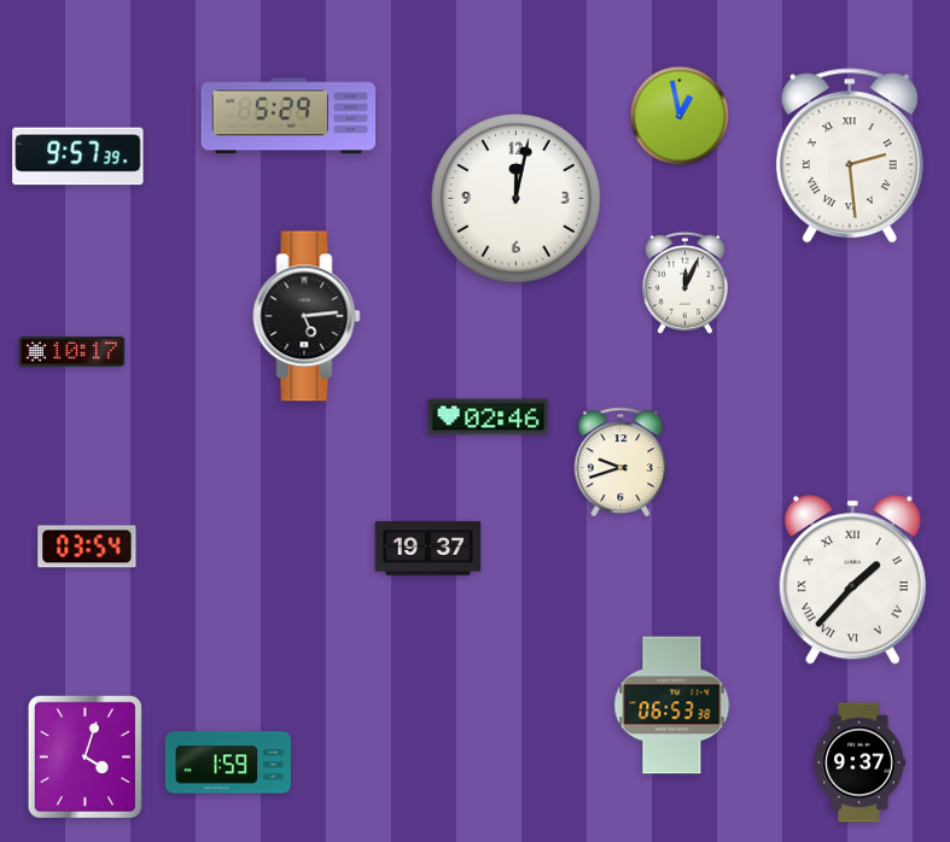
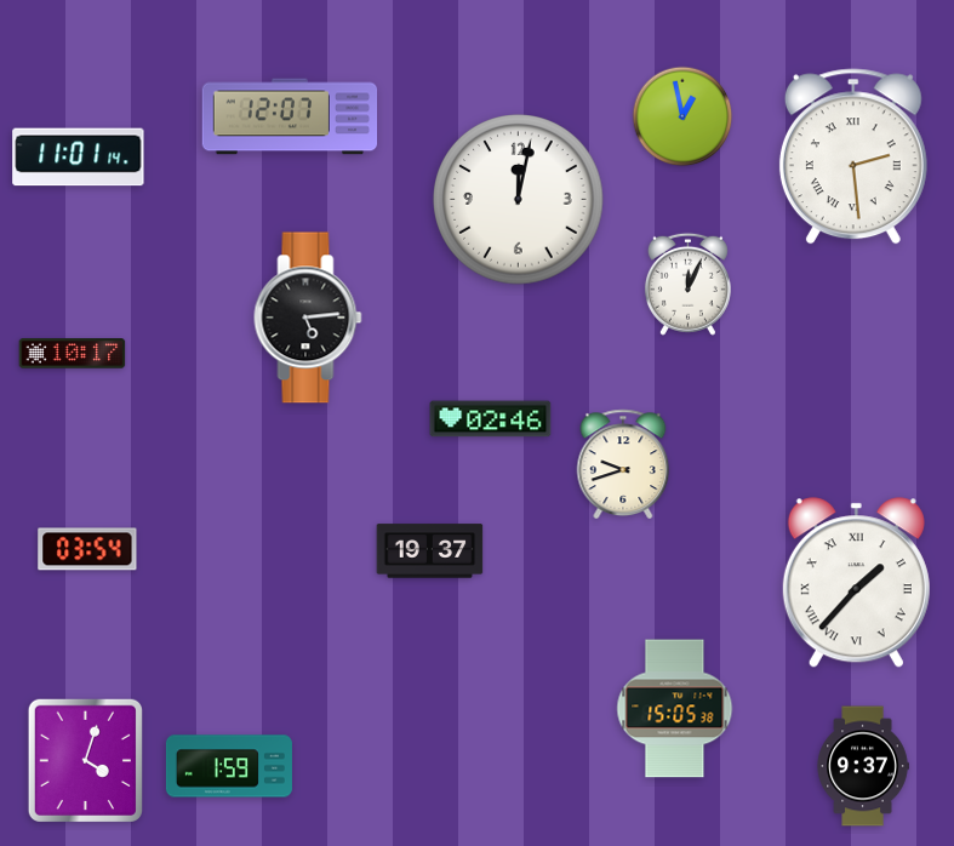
clock at (289, 116): 5:29 -> 12:07
clock at (78, 157): 9:57 -> 11:01
clock at (672, 706): 06:53 -> 15:05
